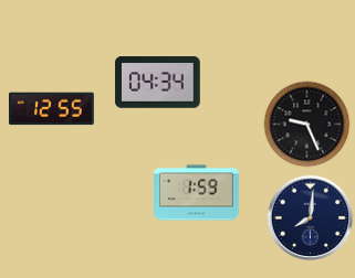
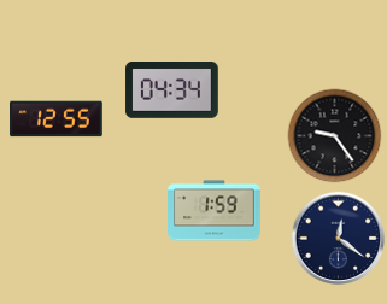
clock at (306, 124): 9:26 -> 9:24
clock at (310, 217): 8:01 -> 12:21
